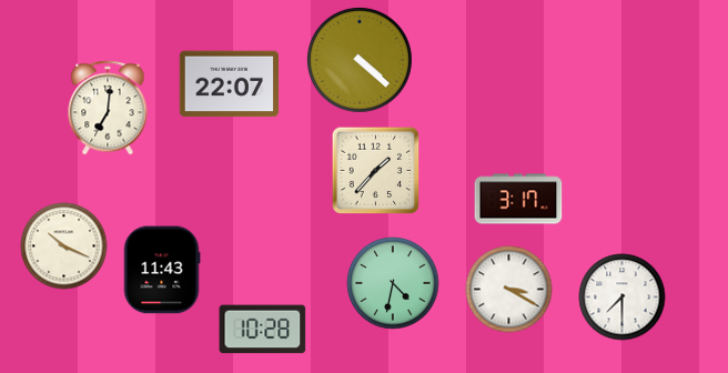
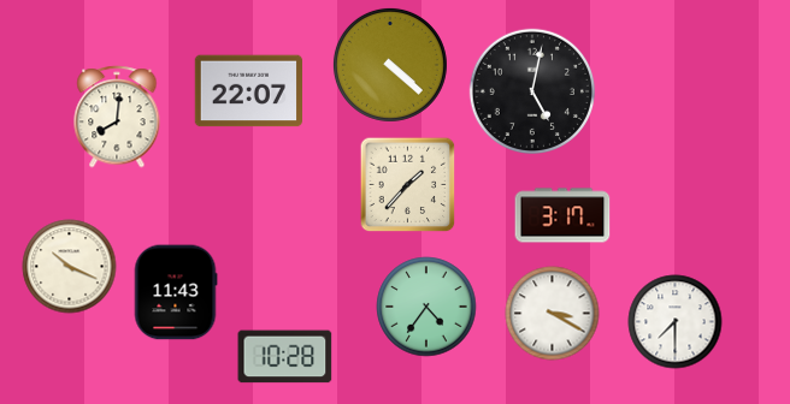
clock at (531, 90): none -> 5:02
clock at (108, 108): 7:01 -> 8:01
clock at (393, 283): 4:32 -> 4:36
